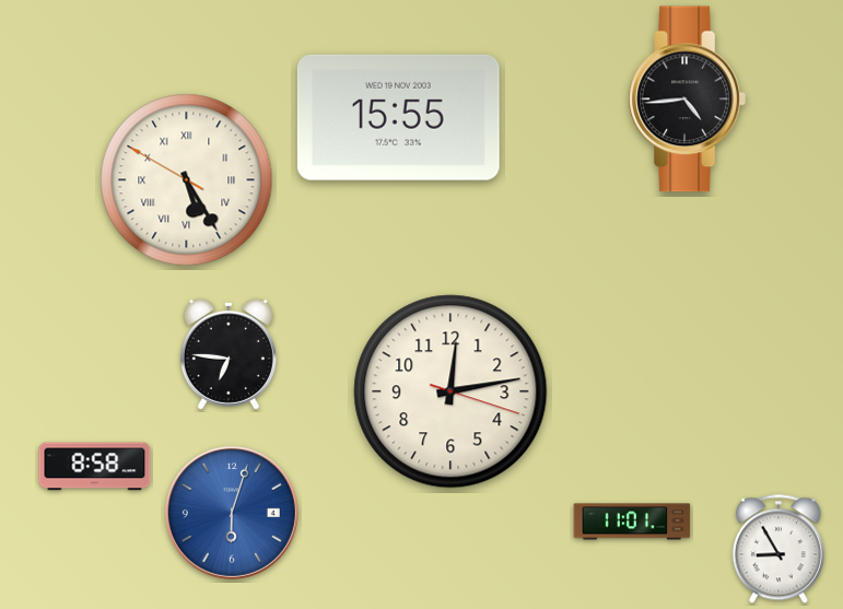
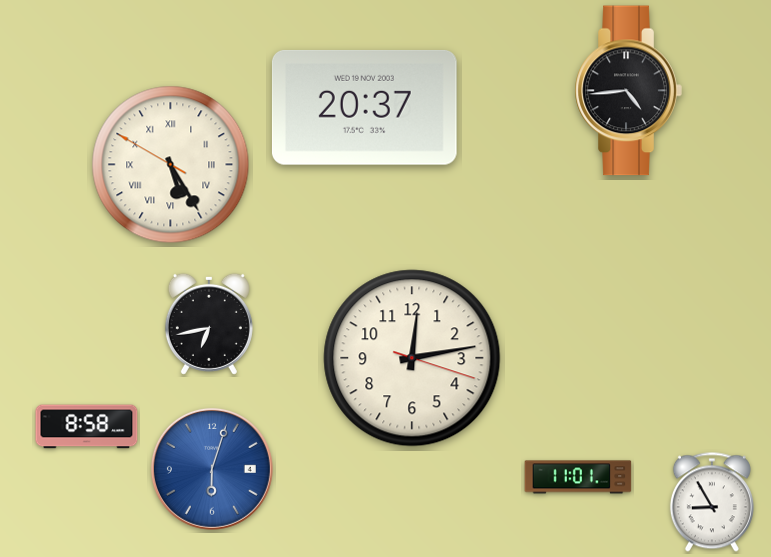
clock at (398, 117): 15:55 -> 20:37
clock at (229, 354): 6:46 -> 6:43
